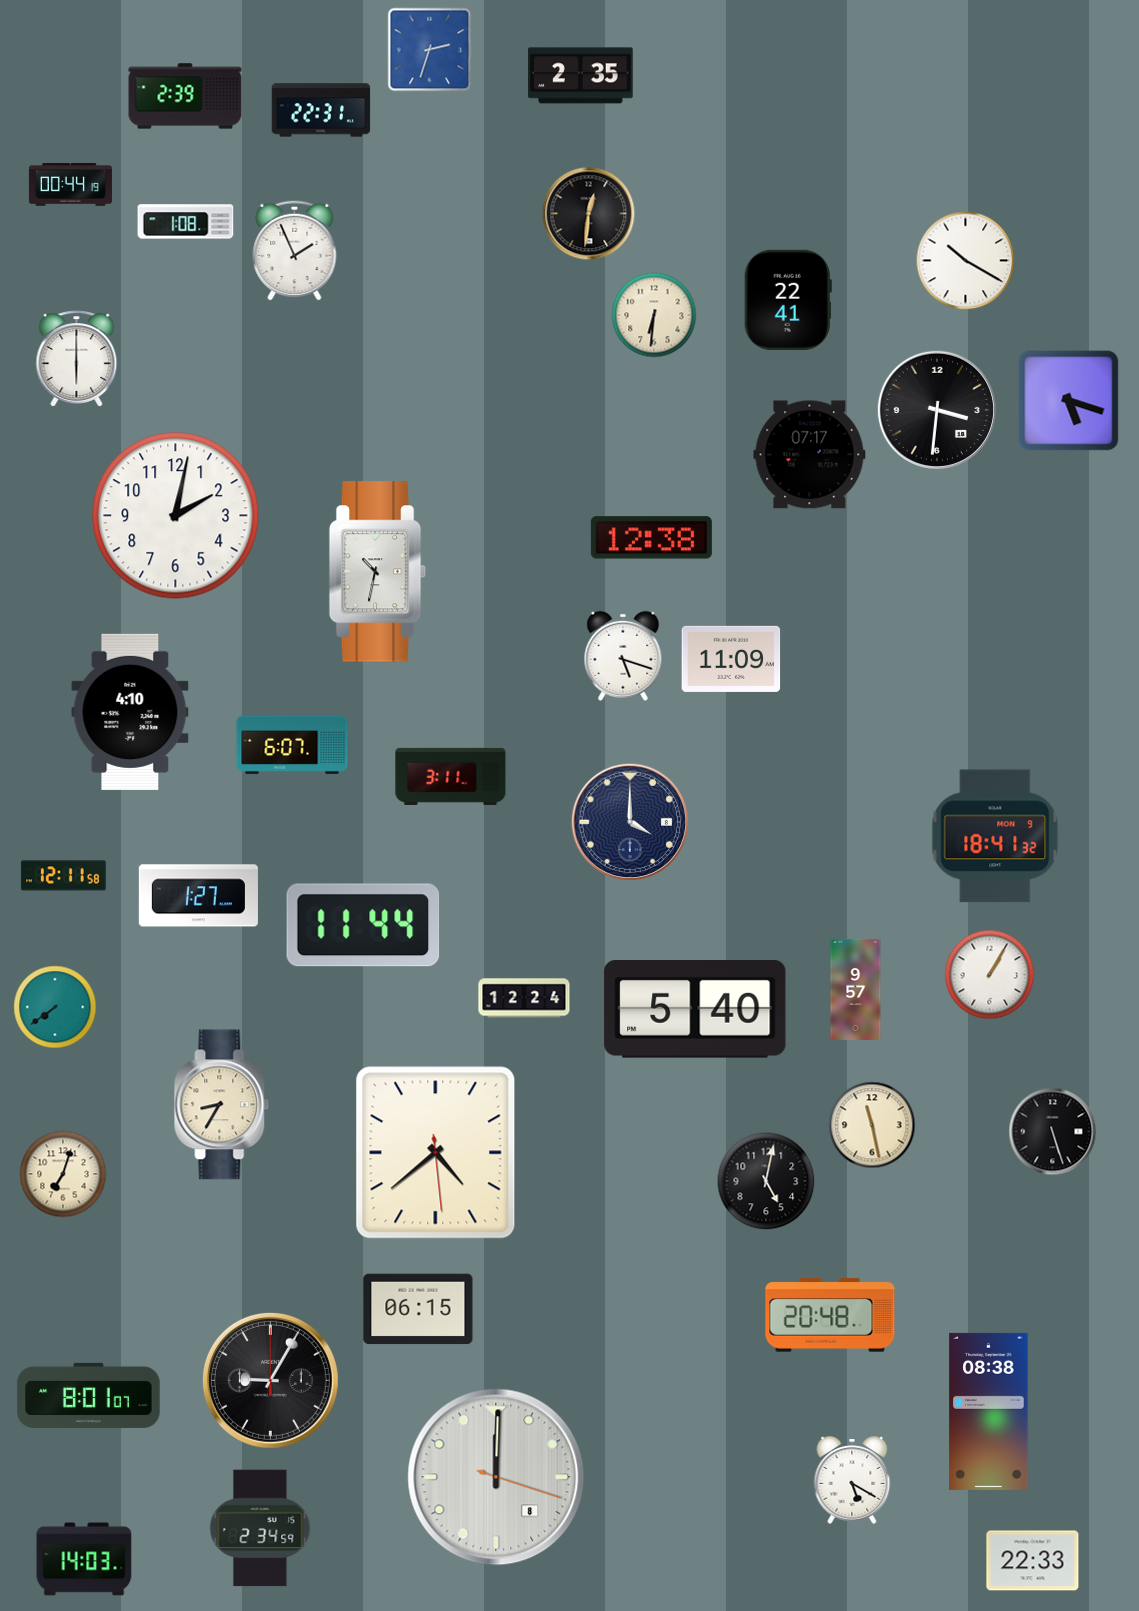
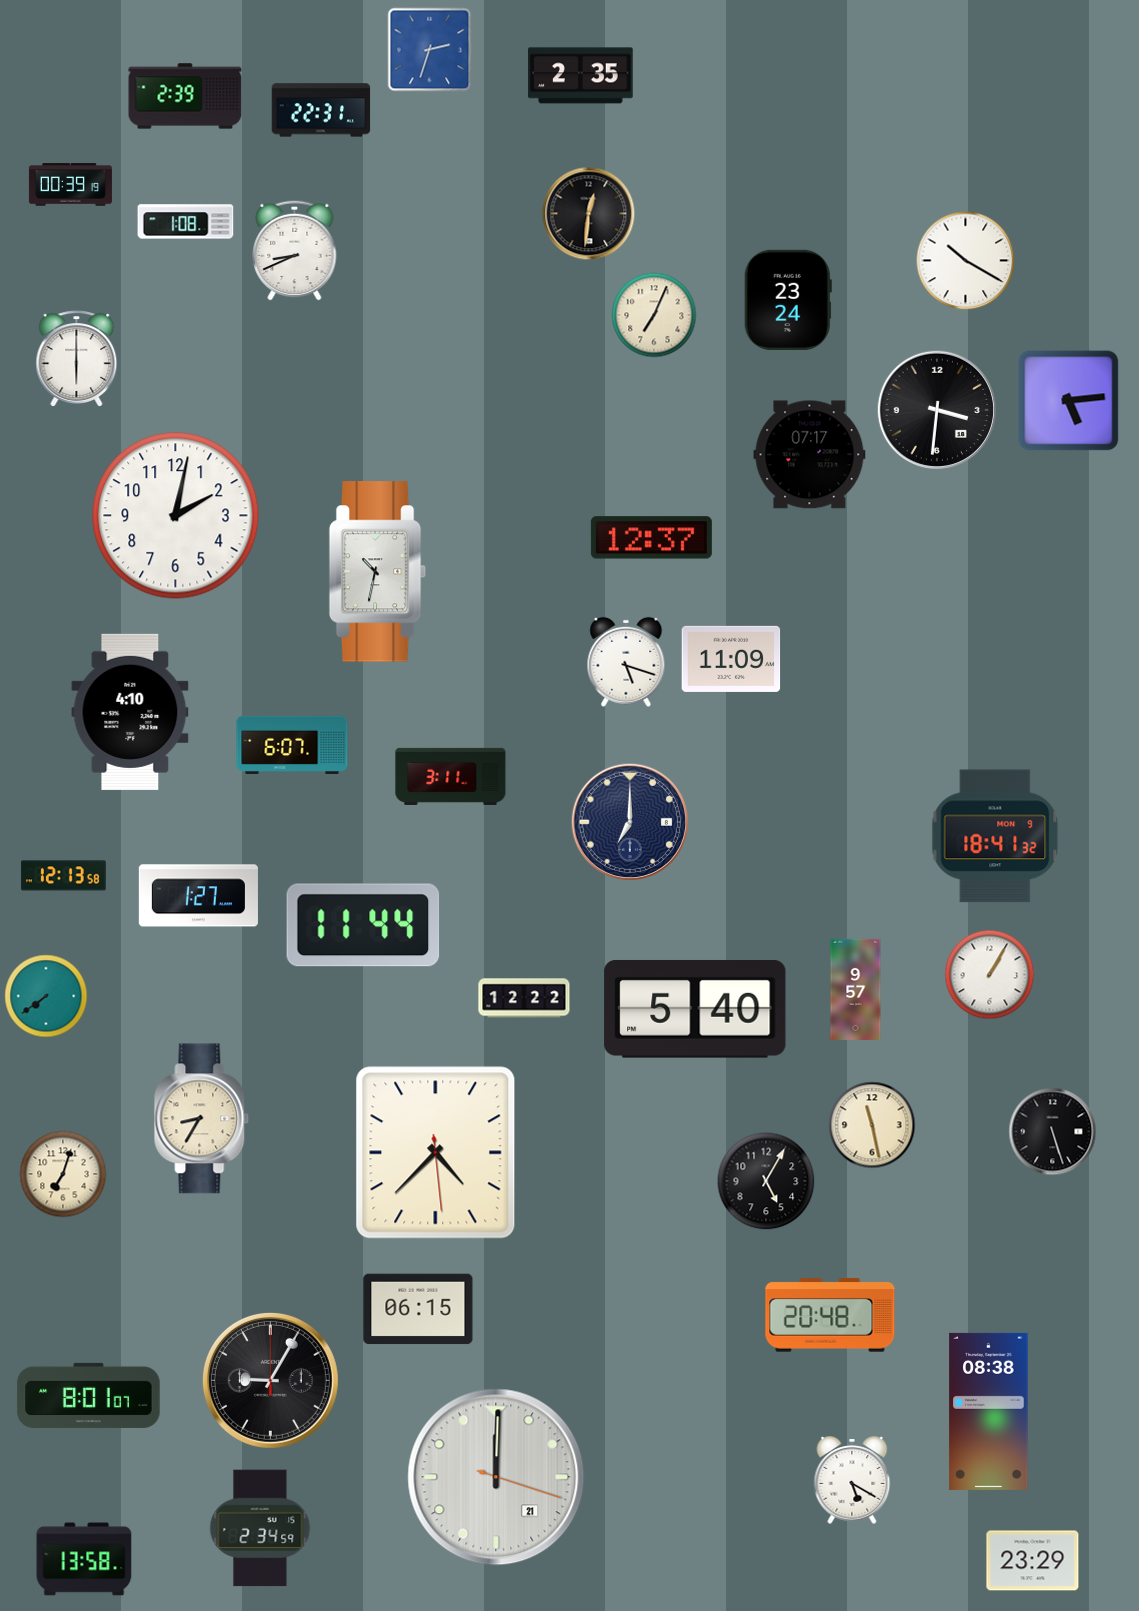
clock at (70, 185): 00:44 -> 00:39
clock at (295, 250): 1:56 -> 8:41
clock at (788, 300): 22:41 -> 23:24
clock at (654, 315): 6:31 -> 7:04
clock at (1069, 401): 5:18 -> 5:14
clock at (651, 538): 12:38 -> 12:37
clock at (623, 656) position: (623, 656) -> (626, 662)
clock at (629, 821): 4:00 -> 7:00
clock at (63, 876): 12:11 -> 12:13
clock at (524, 998): 12:24 -> 12:22
clock at (55, 1007) position: (55, 1007) -> (46, 996)
clock at (222, 1105) position: (222, 1105) -> (202, 1119)
clock at (436, 1153): 4:38 -> 4:37
clock at (766, 1181): 5:02 -> 5:05
clock at (496, 1477) date: 8 -> 21
clock at (84, 1559): 14:03 -> 13:58
clock at (1033, 1561): 22:33 -> 23:29
